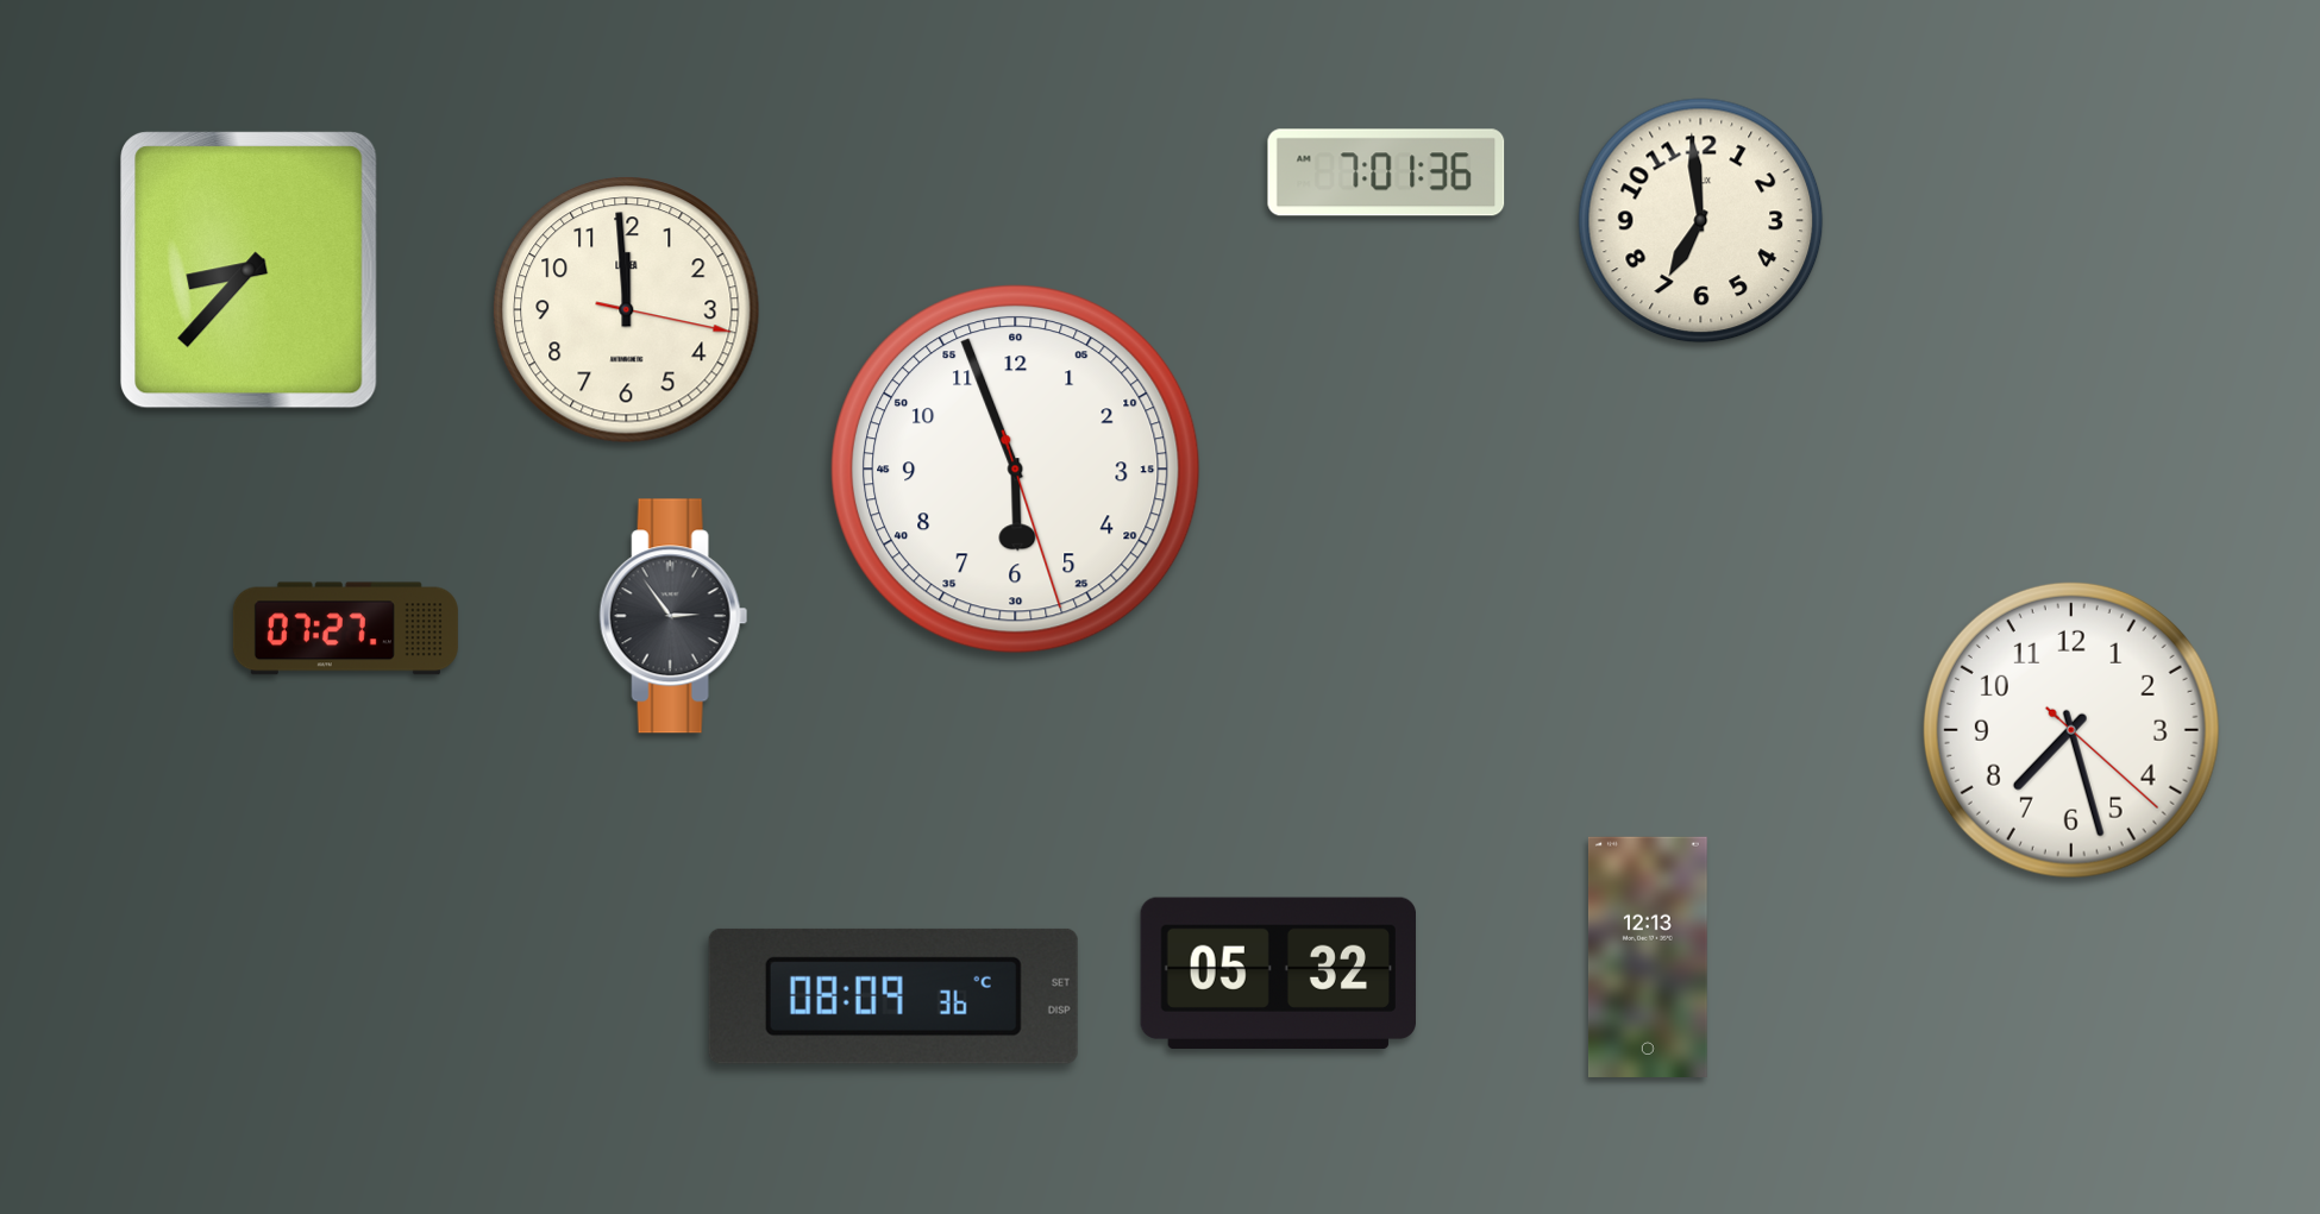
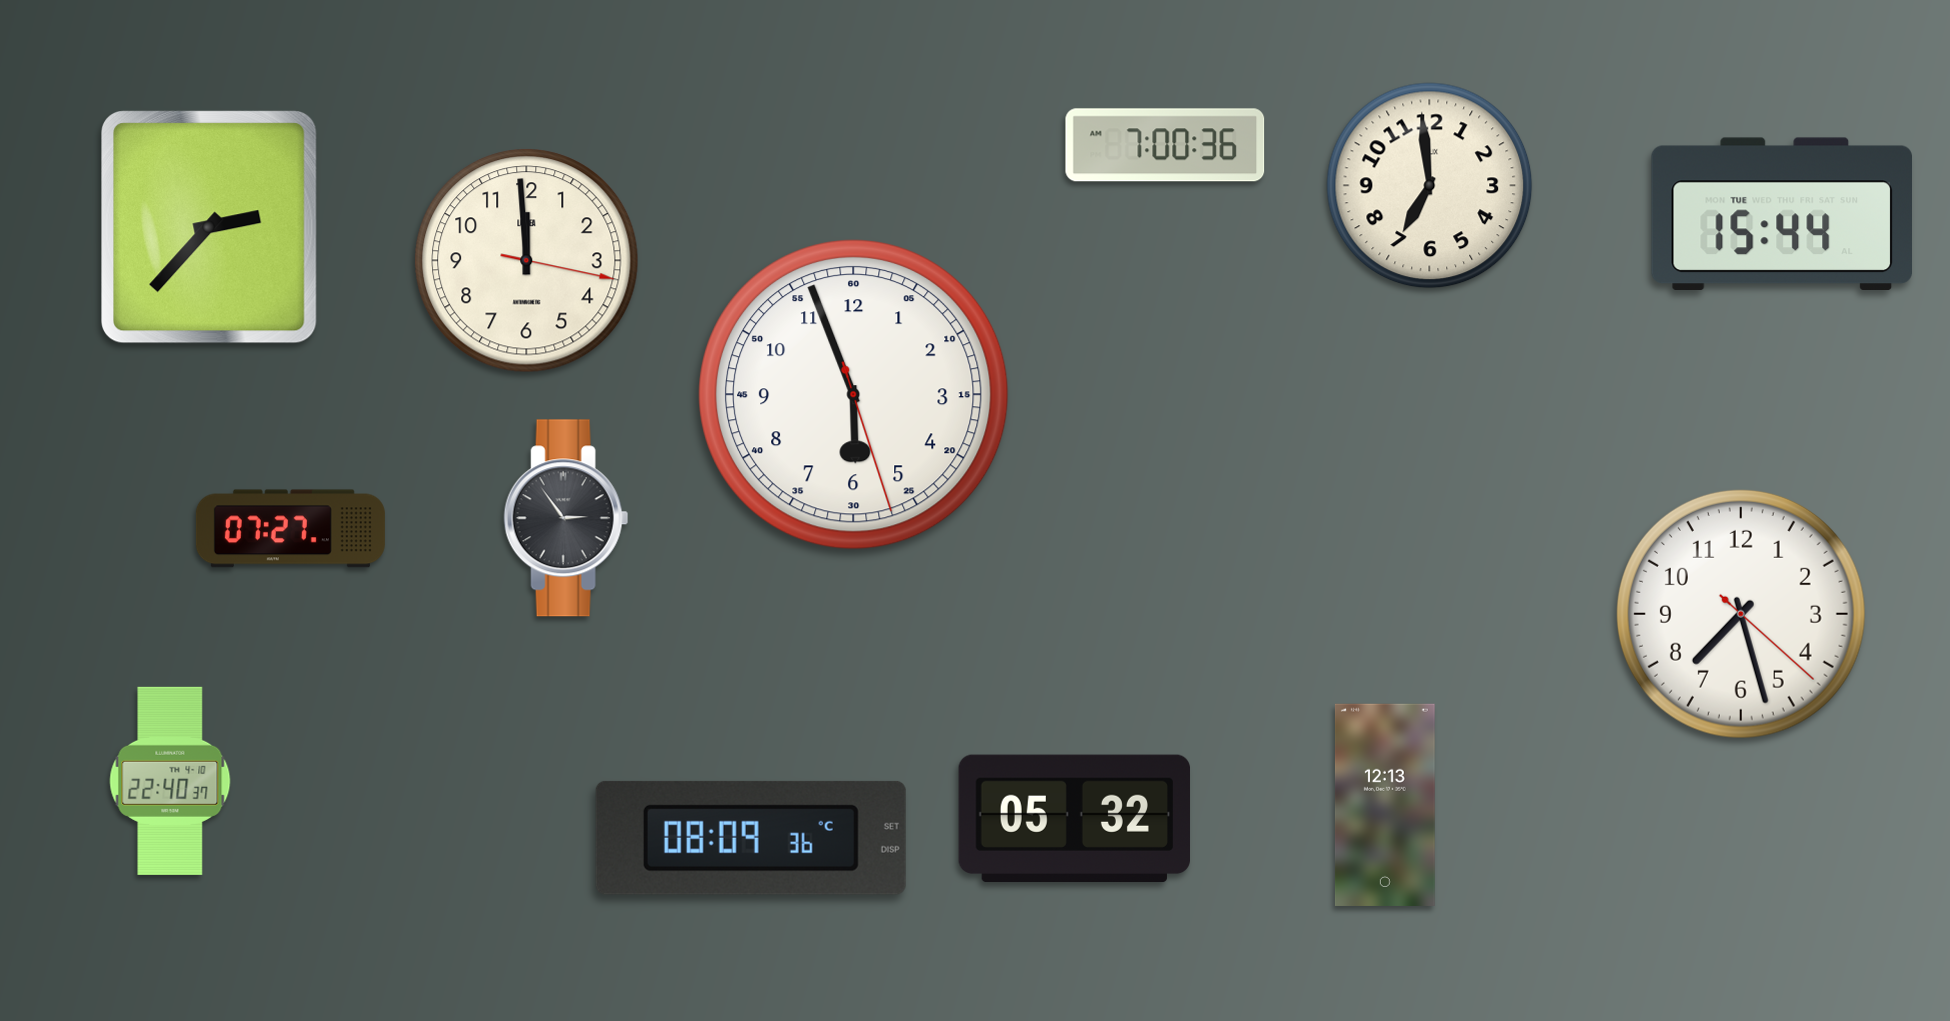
clock at (1386, 172): 7:01 -> 7:00
clock at (1781, 213): none -> 15:44
clock at (249, 270): 8:37 -> 2:37
clock at (170, 781): none -> 22:40
